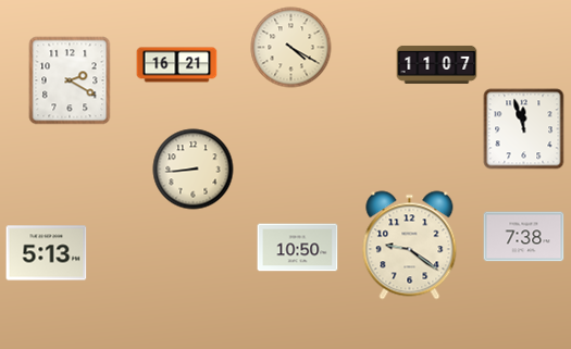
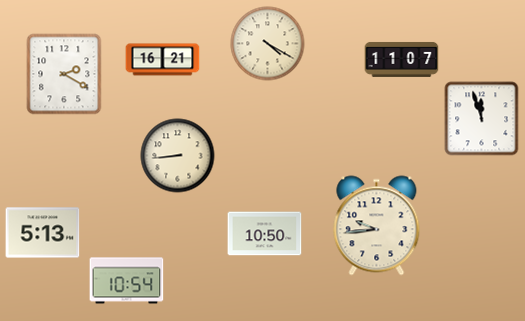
clock at (524, 237): 7:38 -> none
clock at (410, 246): 9:21 -> 9:44
clock at (298, 248) position: (298, 248) -> (265, 234)
clock at (127, 281): none -> 10:54
